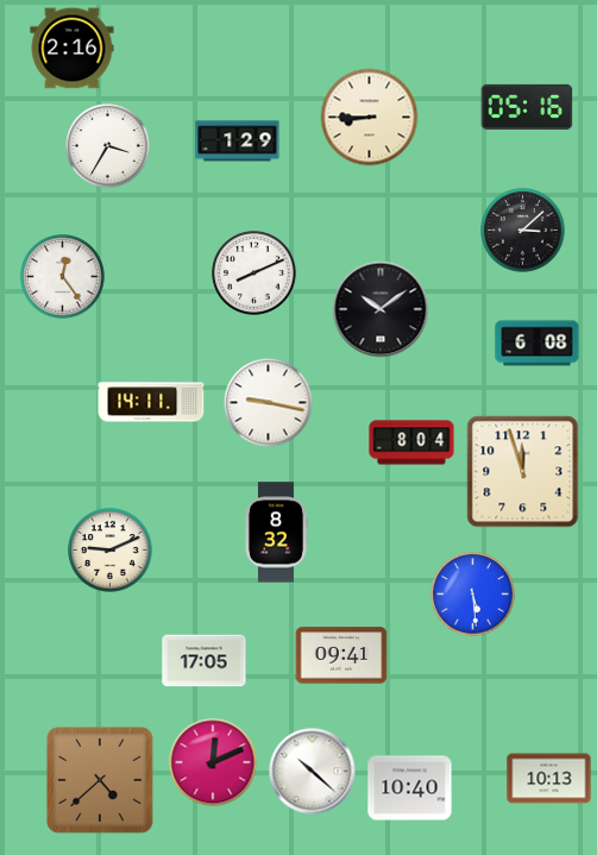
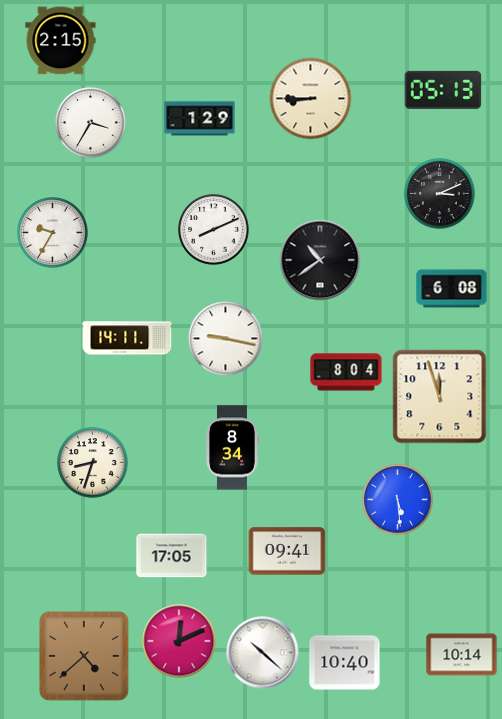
clock at (73, 49): 2:16 -> 2:15
clock at (527, 107): 05:16 -> 05:13
clock at (523, 231): 3:08 -> 3:11
clock at (63, 277): 12:24 -> 9:35
clock at (381, 309): 10:09 -> 10:39
clock at (276, 533): 8:32 -> 8:34
clock at (111, 551): 9:11 -> 8:33
clock at (313, 772) position: (313, 772) -> (263, 653)
clock at (549, 779): 10:13 -> 10:14
